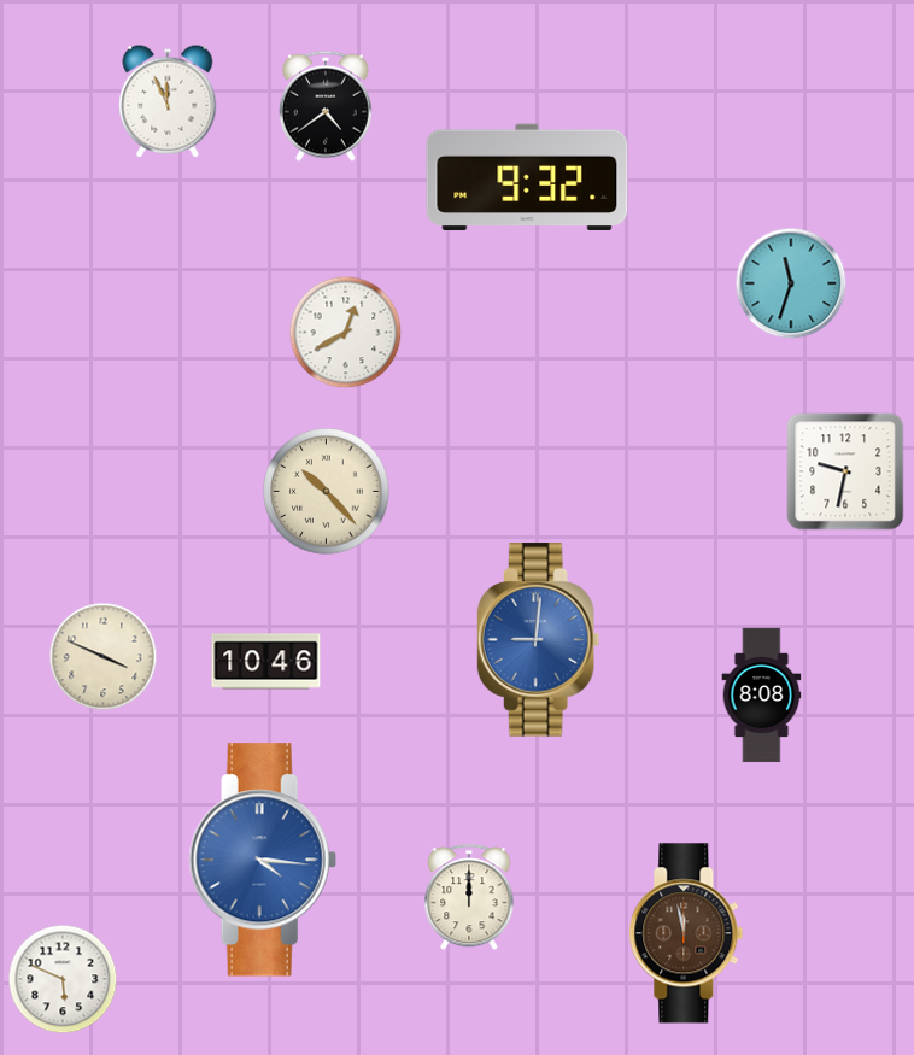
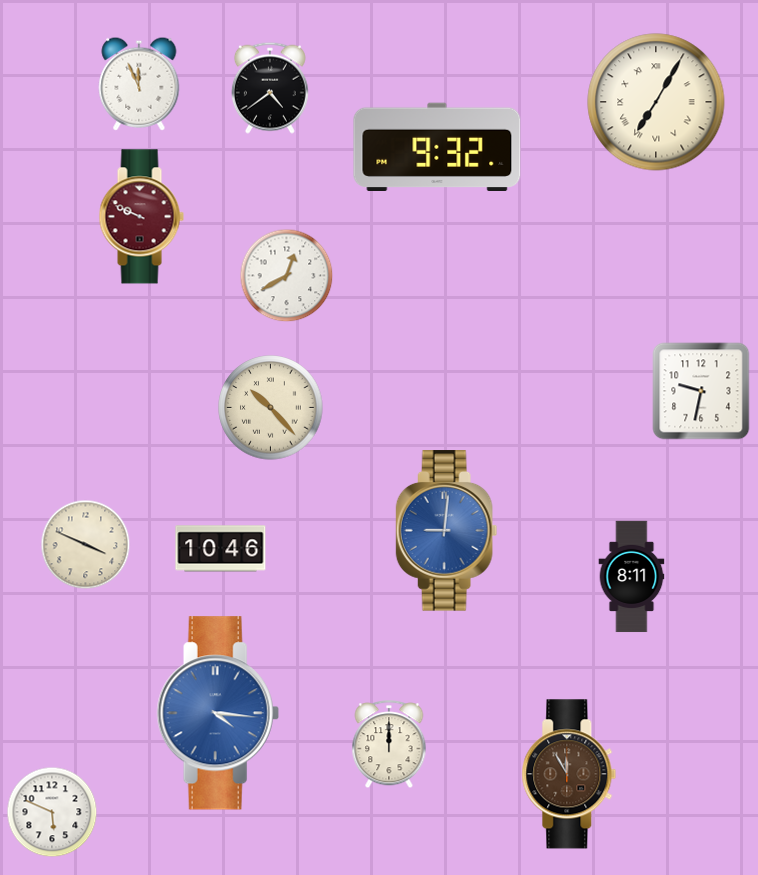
clock at (656, 102): none -> 7:05
clock at (141, 217): none -> 9:49
clock at (791, 283): 11:33 -> none
clock at (762, 696): 8:08 -> 8:11
clock at (686, 933): 11:58 -> 11:55
